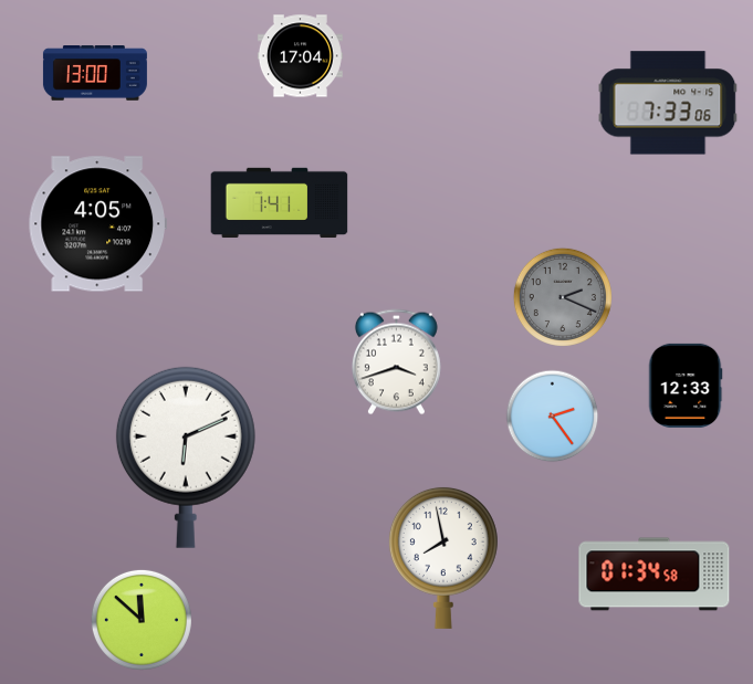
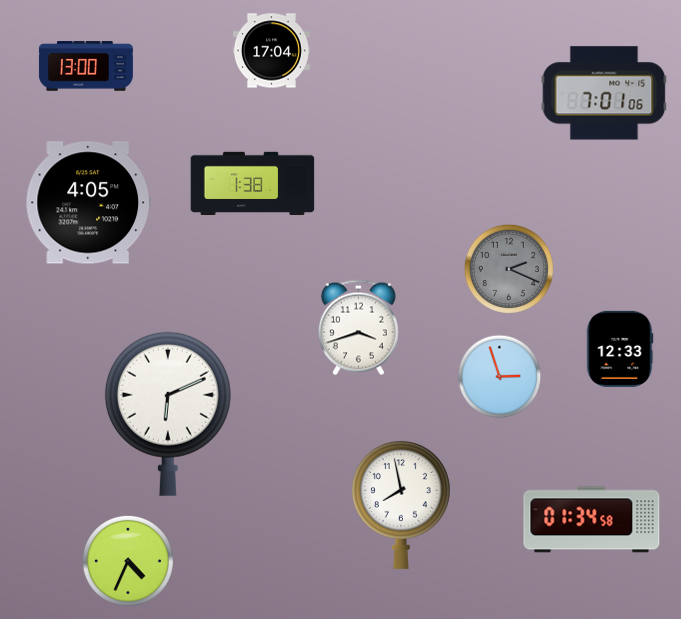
clock at (668, 103): 7:33 -> 7:01
clock at (280, 203): 1:41 -> 1:38
clock at (553, 417): 2:24 -> 2:57
clock at (142, 620): 11:52 -> 4:34
